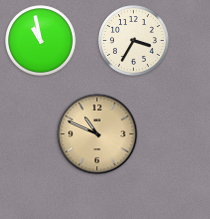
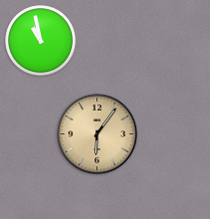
clock at (134, 41): 3:35 -> none
clock at (97, 134): 10:49 -> 6:06
